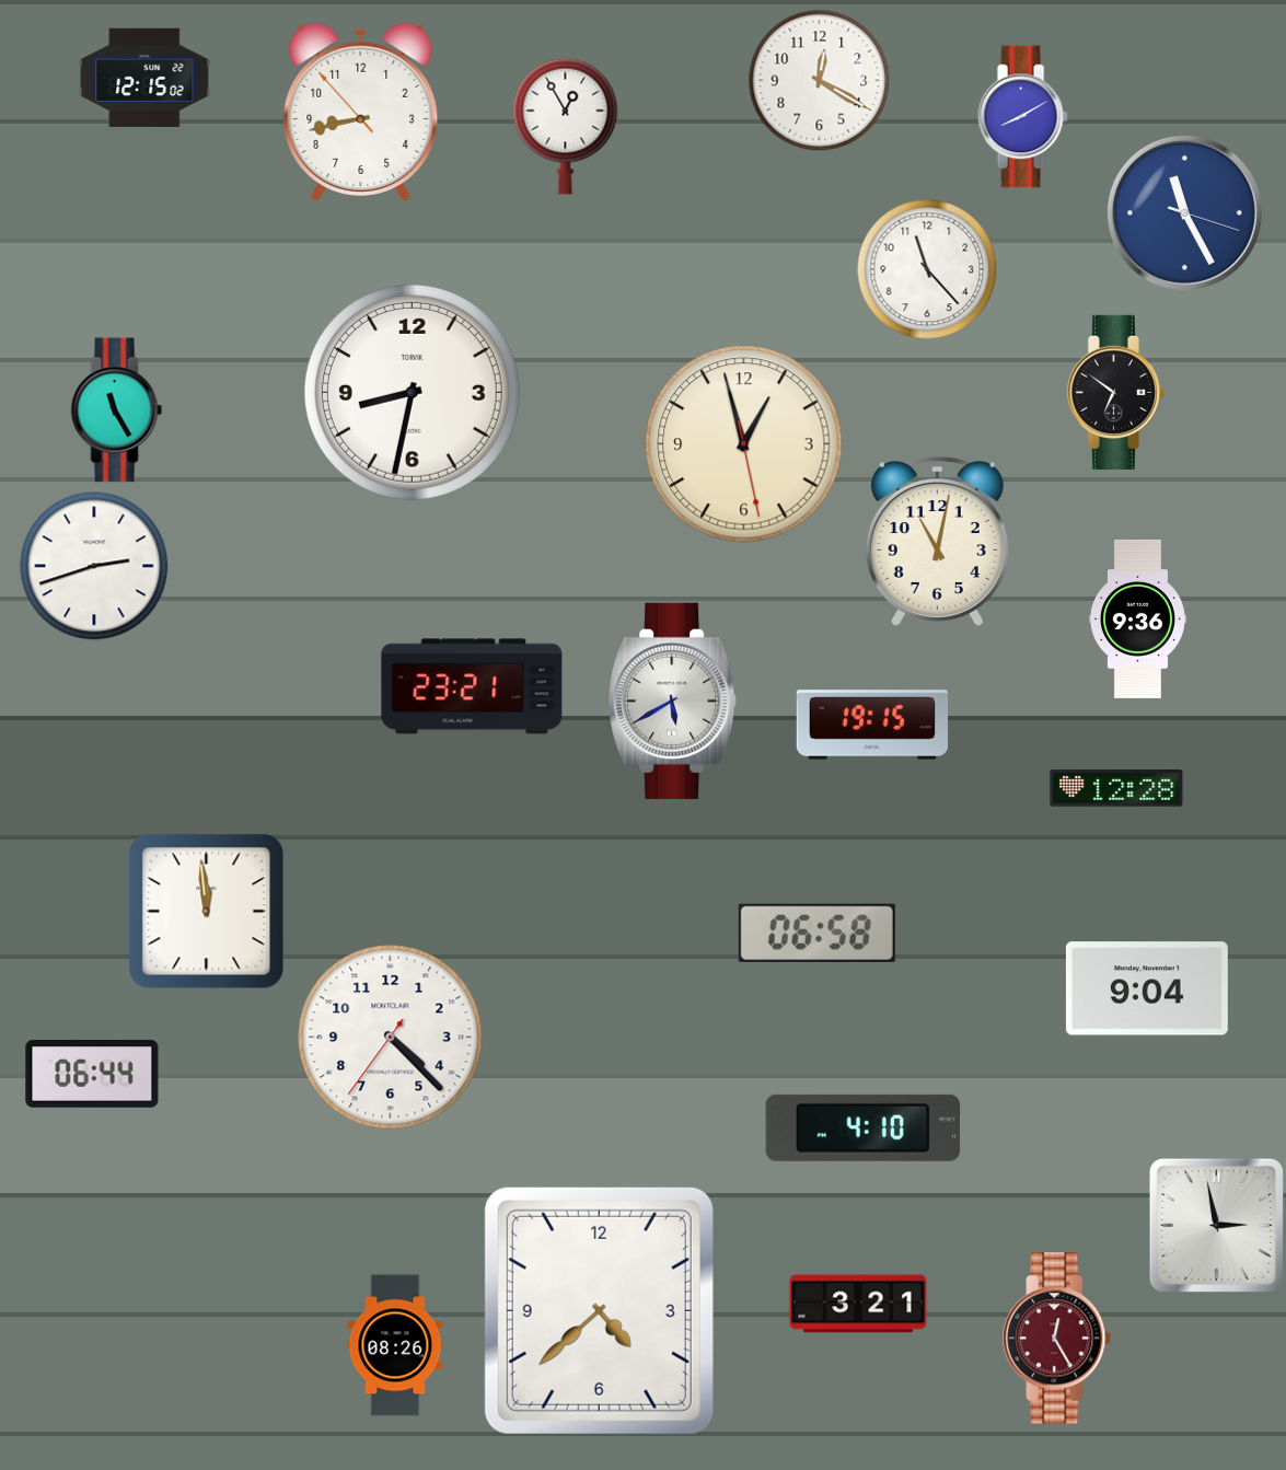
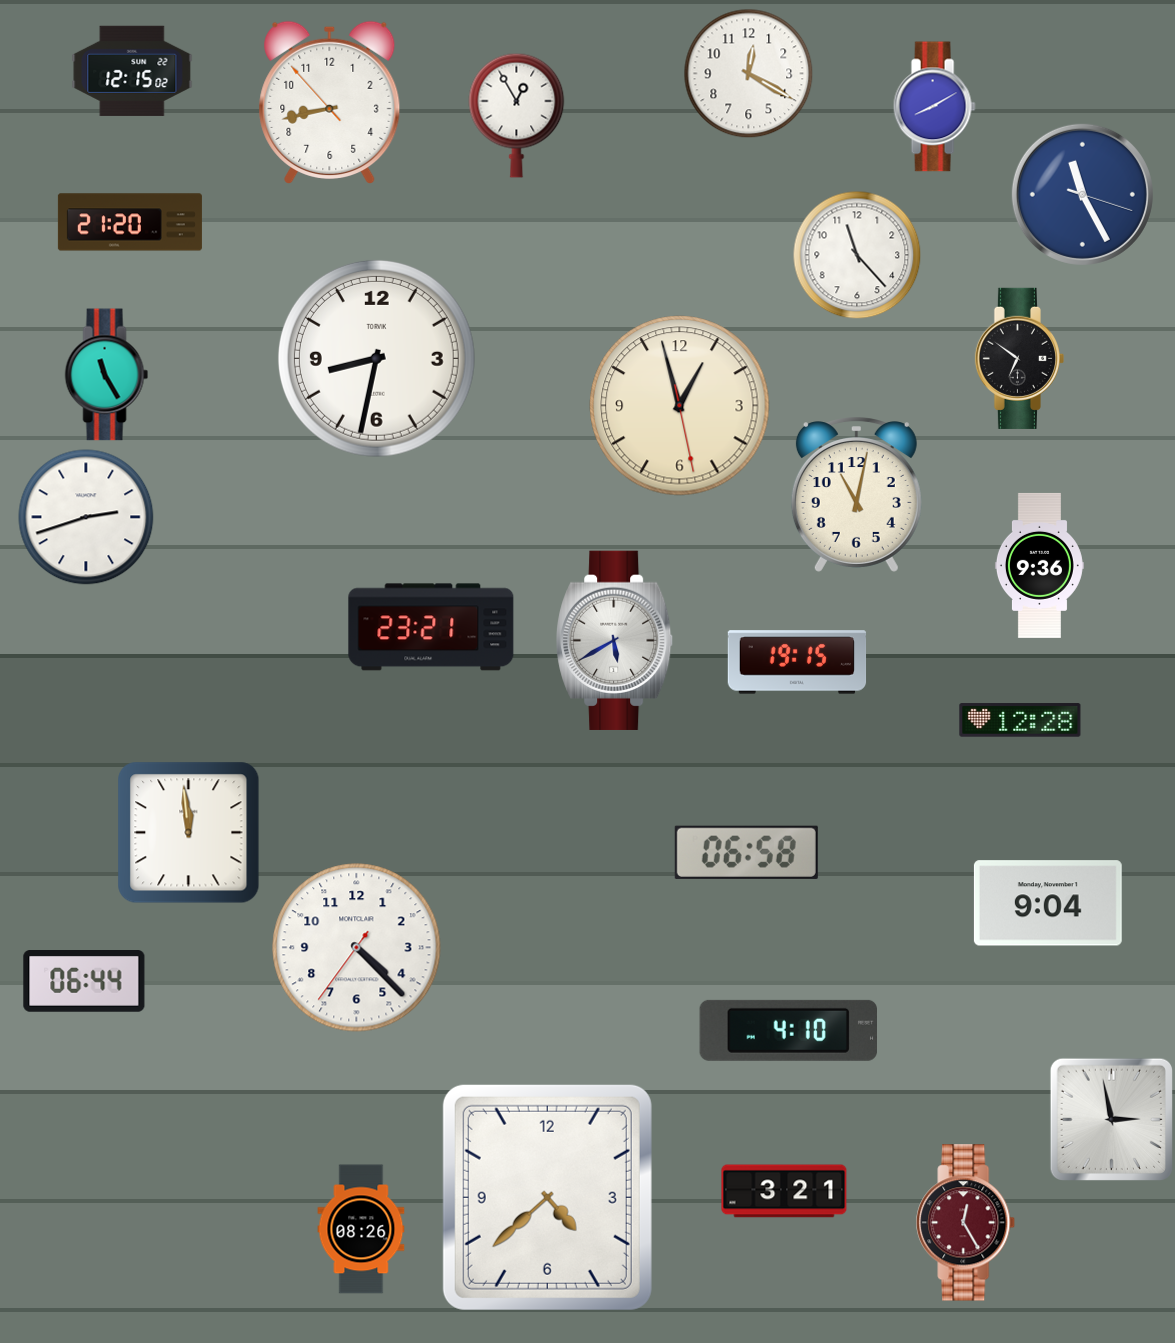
clock at (130, 222): none -> 21:20
clock at (927, 269) position: (927, 269) -> (857, 255)
